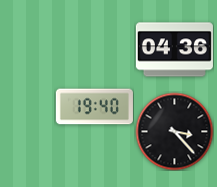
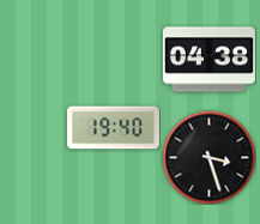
clock at (174, 50): 04:36 -> 04:38
clock at (174, 131): 3:23 -> 3:27
